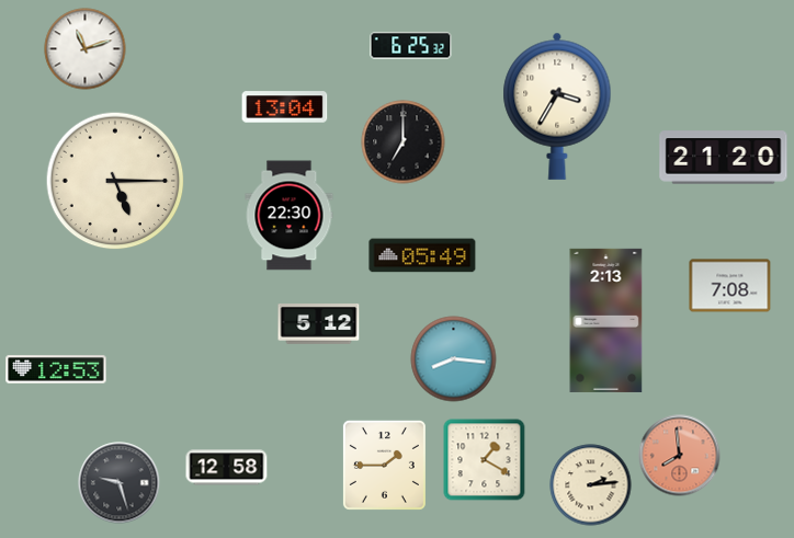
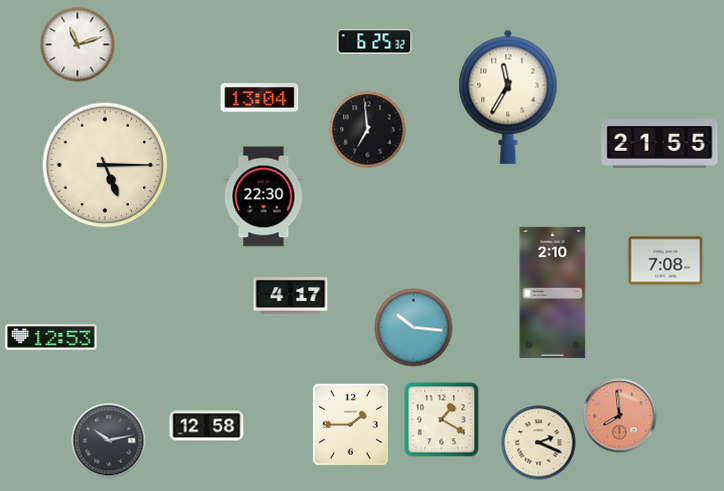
clock at (557, 106): 3:35 -> 11:35
clock at (404, 142): 7:00 -> 6:59
clock at (724, 158): 21:20 -> 21:55
clock at (422, 255): 05:49 -> none
clock at (606, 320): 2:13 -> 2:10
clock at (319, 324): 5:12 -> 4:17
clock at (454, 359): 8:16 -> 10:16
clock at (120, 483): 9:27 -> 10:13
clock at (591, 485): 2:14 -> 2:19
